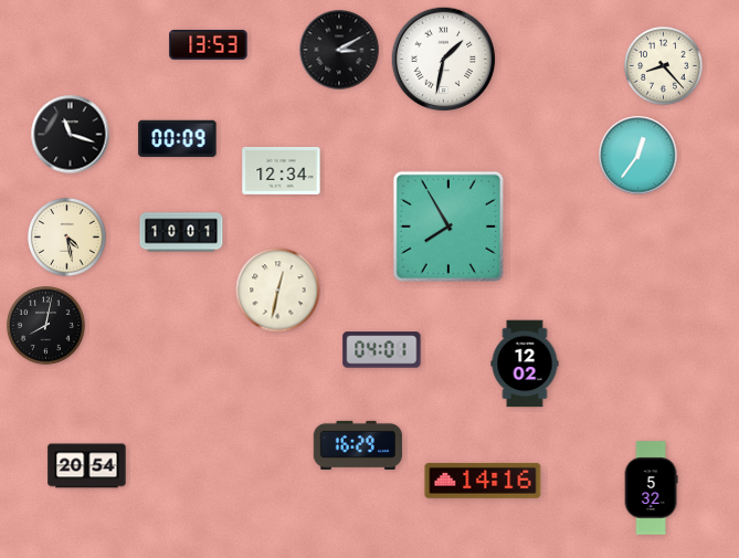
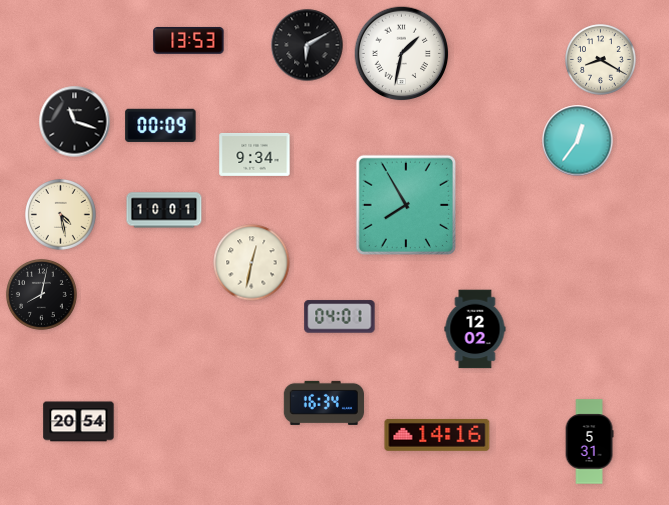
clock at (339, 50): 3:10 -> 6:10
clock at (664, 66): 8:23 -> 8:20
clock at (71, 135) position: (71, 135) -> (75, 122)
clock at (282, 170): 12:34 -> 9:34
clock at (382, 350) position: (382, 350) -> (340, 317)
clock at (358, 445): 16:29 -> 16:34
clock at (651, 488): 5:32 -> 5:31
